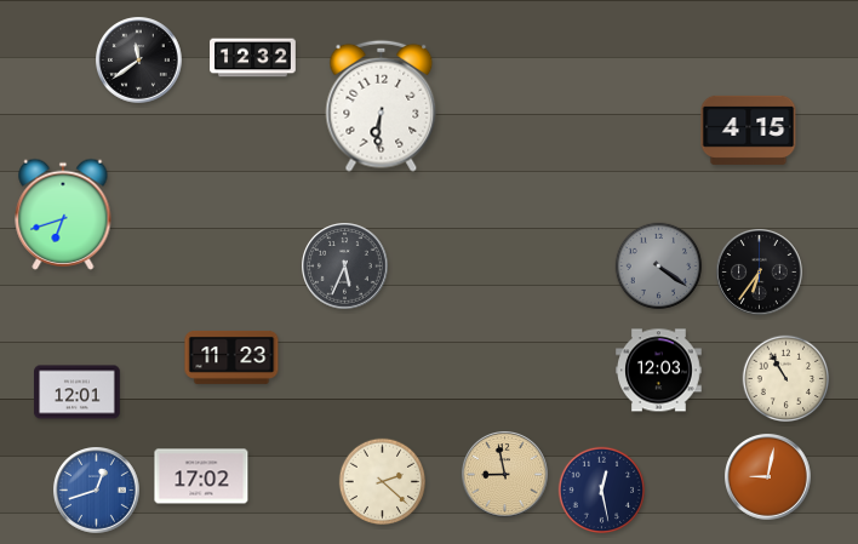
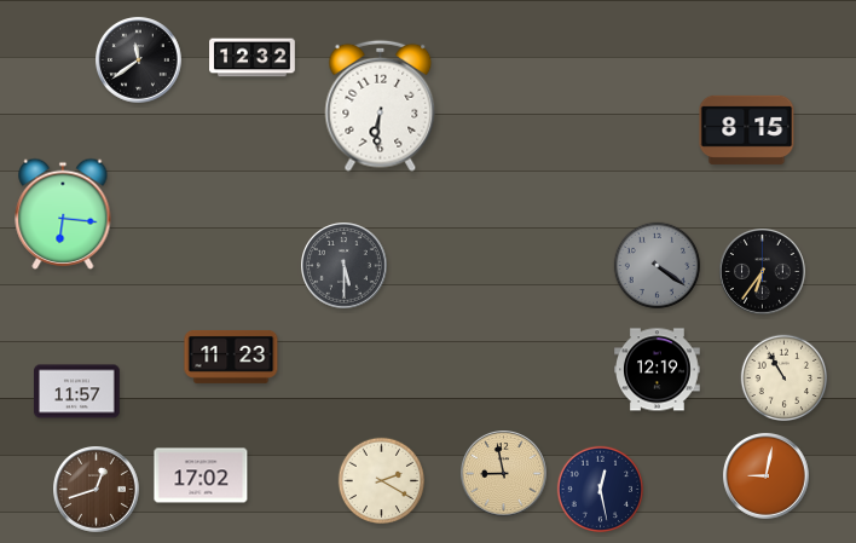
clock at (749, 130): 4:15 -> 8:15
clock at (63, 214): 6:42 -> 6:16
clock at (345, 267): 5:34 -> 5:30
clock at (760, 273) position: (760, 273) -> (763, 272)
clock at (659, 371): 12:03 -> 12:19
clock at (78, 393): 12:01 -> 11:57
clock at (383, 482): 2:22 -> 2:20
clock at (97, 491) dial: blue -> brown
